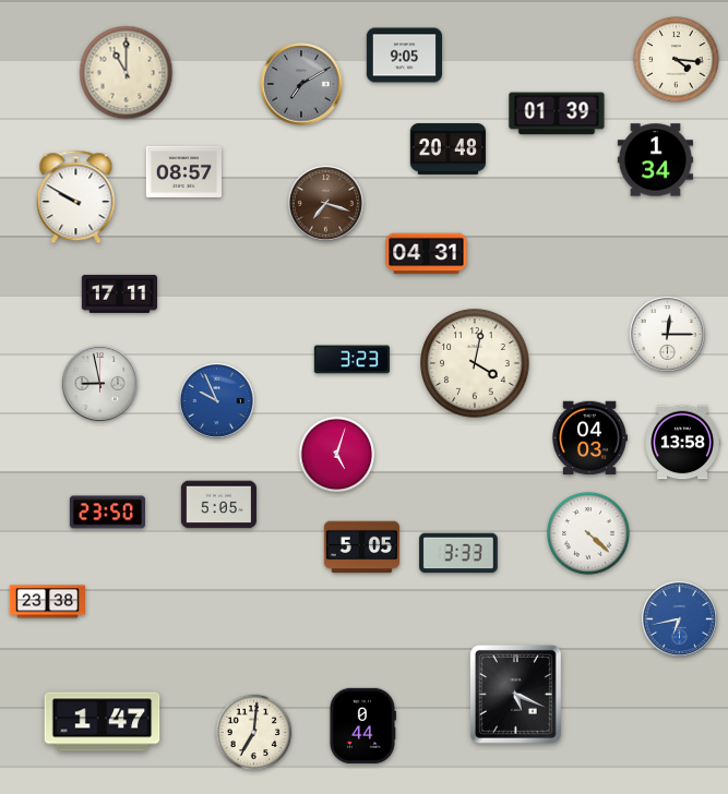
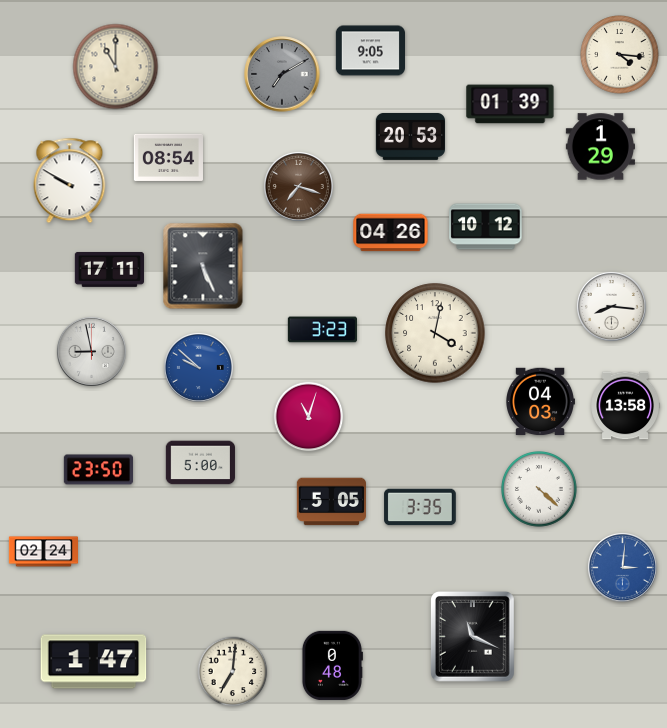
clock at (301, 84) position: (301, 84) -> (282, 74)
clock at (447, 148): 20:48 -> 20:53
clock at (655, 160): 1:34 -> 1:29
clock at (183, 171): 08:57 -> 08:54
clock at (486, 227): none -> 10:12
clock at (427, 254): 04:31 -> 04:26
clock at (203, 266): none -> 5:26
clock at (667, 334): 12:15 -> 8:16
clock at (216, 400): 9:56 -> 9:52
clock at (337, 455): 5:03 -> 11:03
clock at (218, 505): 5:05 -> 5:00
clock at (458, 553): 3:33 -> 3:35
clock at (47, 602): 23:38 -> 02:24
clock at (679, 618): 6:43 -> 3:01
clock at (515, 694): 5:19 -> 11:19
clock at (362, 725): 0:44 -> 0:48
